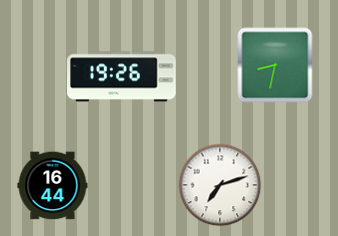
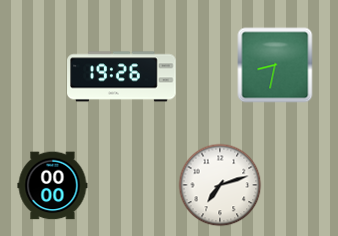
clock at (53, 186): 16:44 -> 00:00
